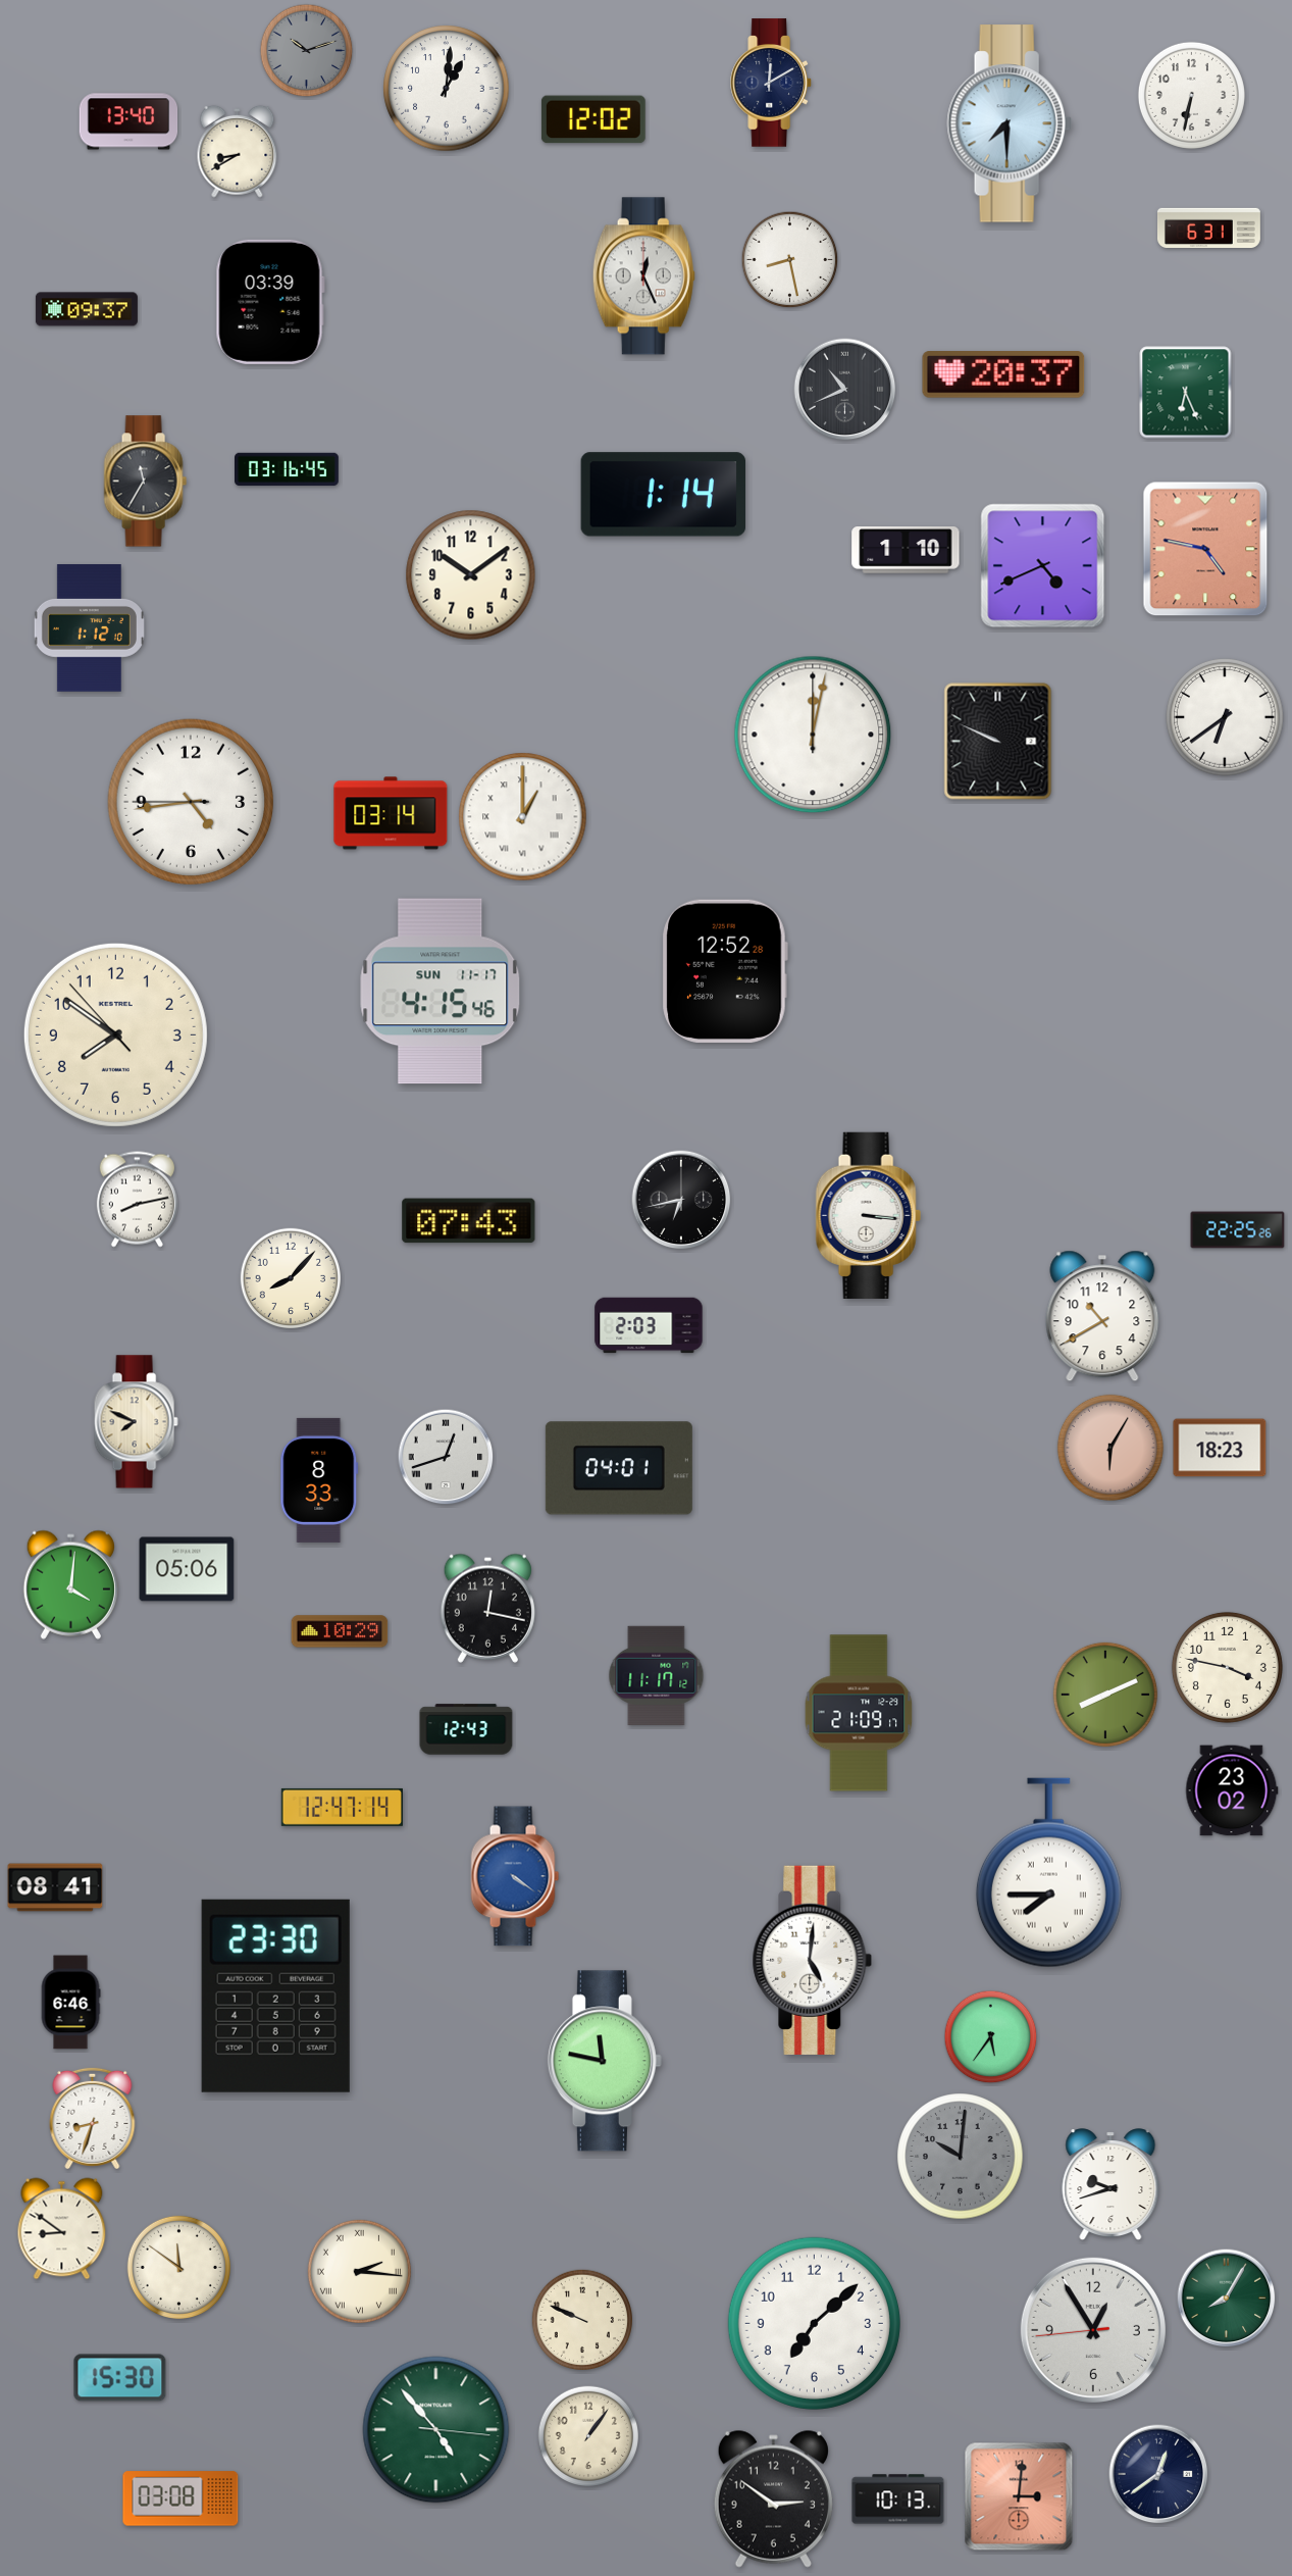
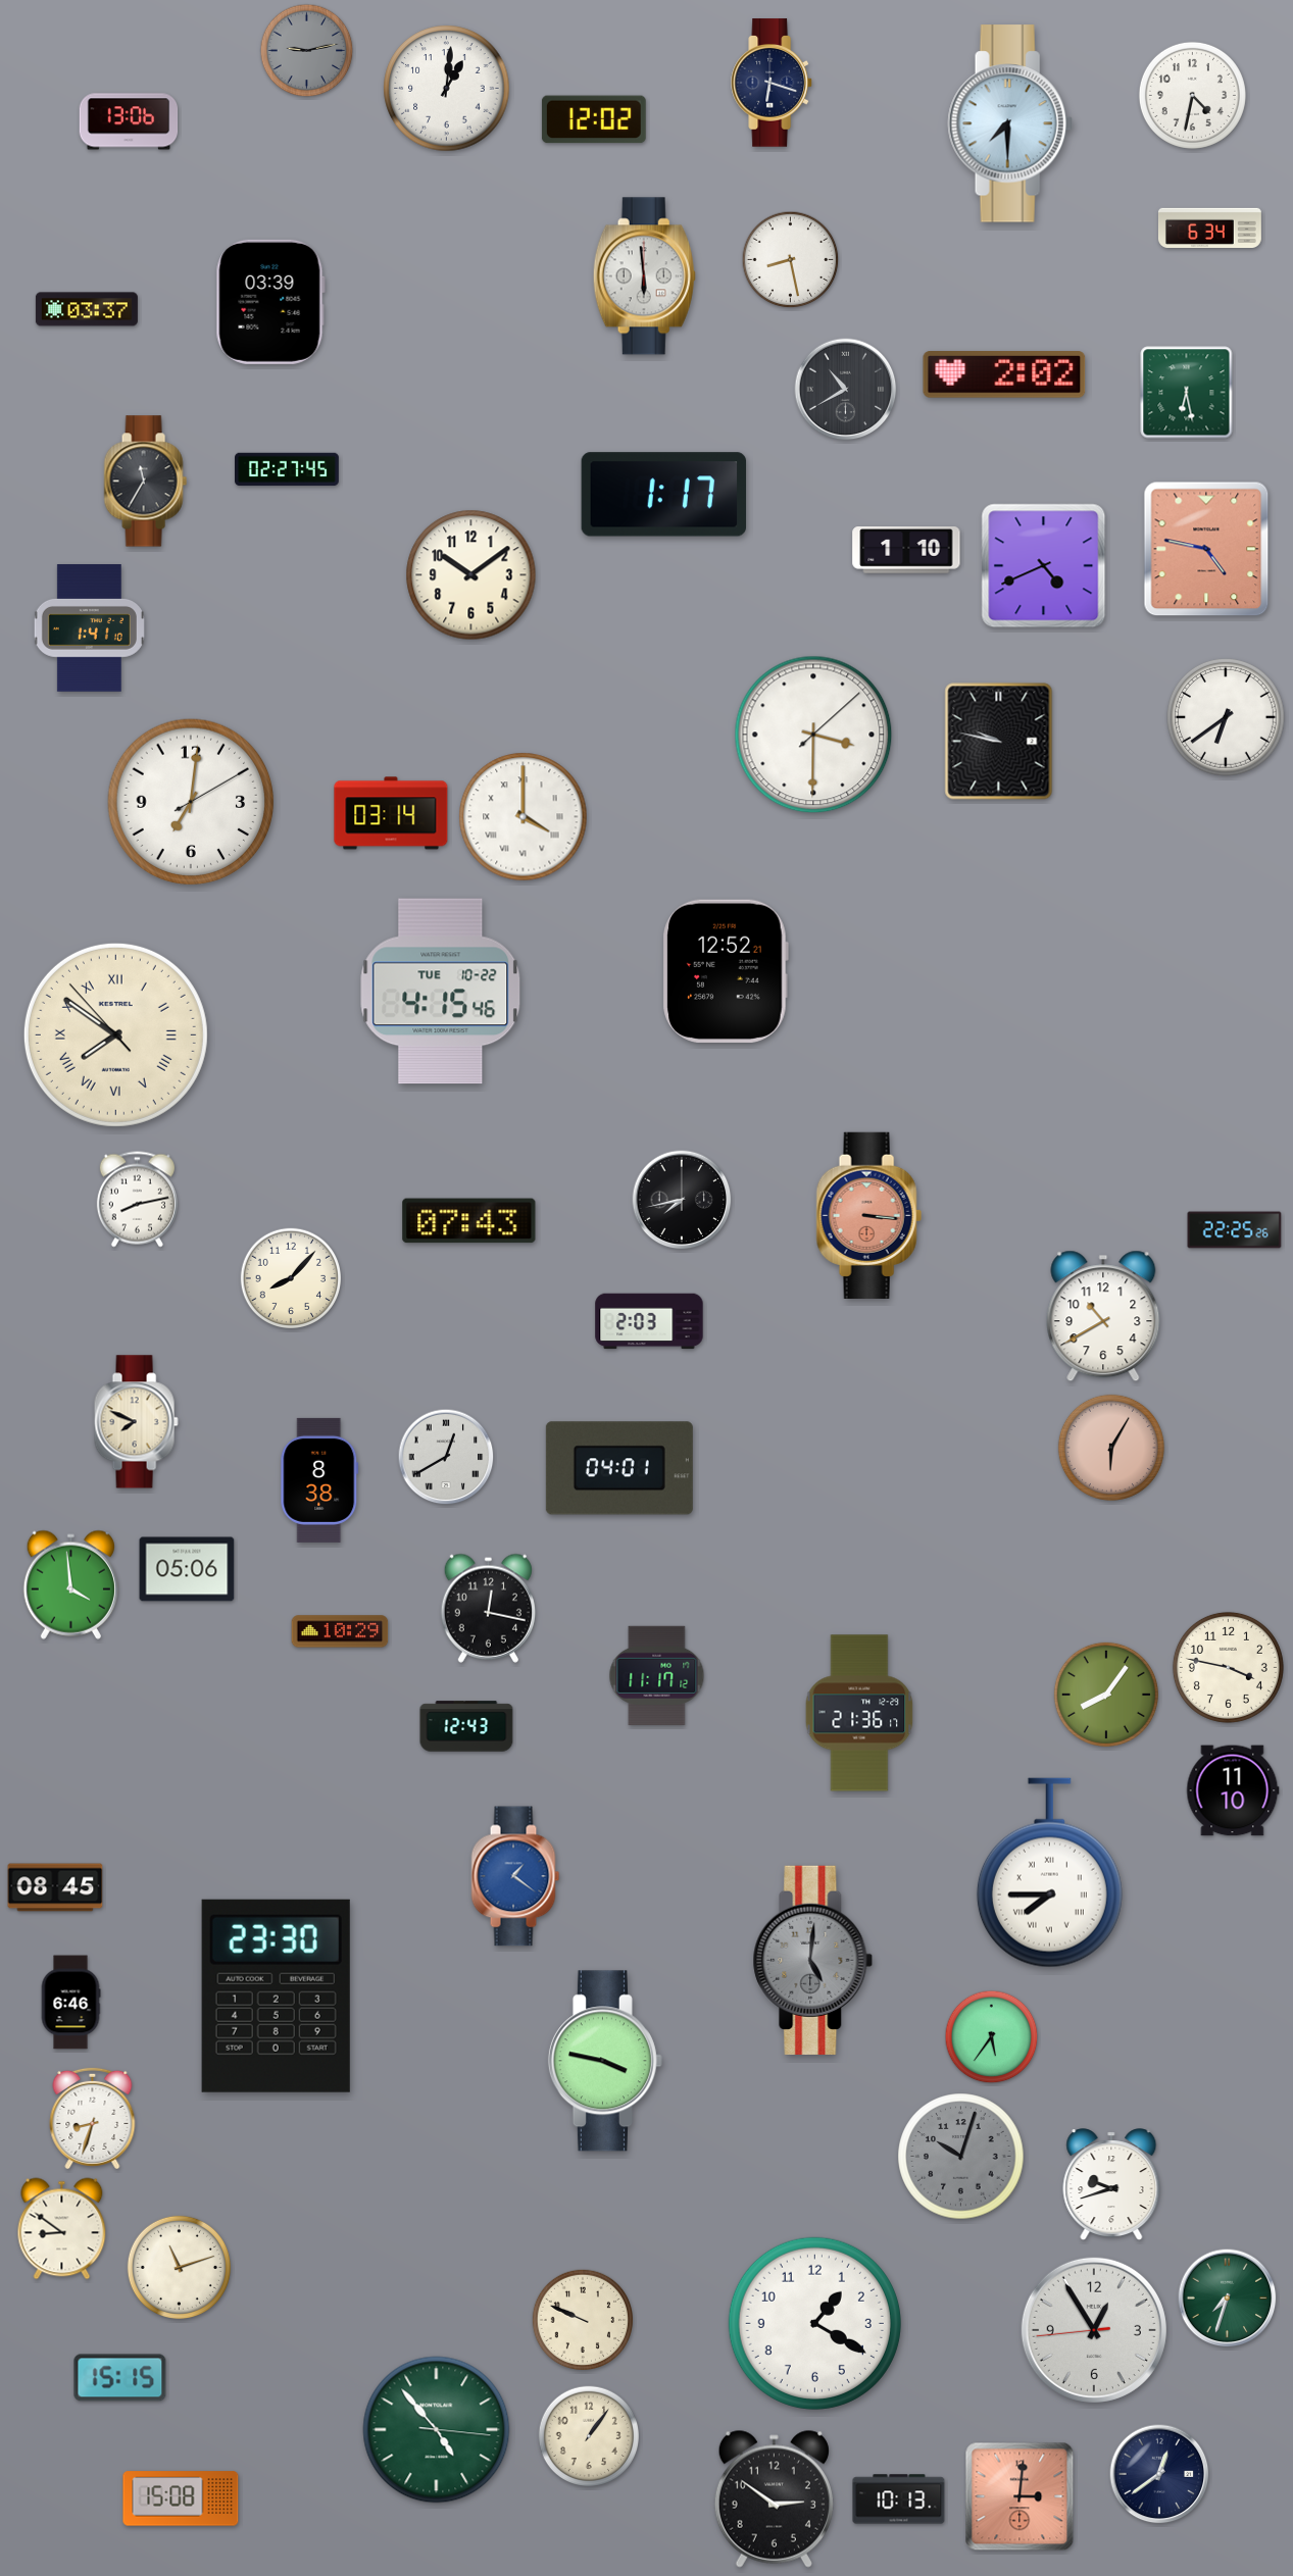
clock at (307, 51): 10:12 -> 9:13
clock at (772, 83): 12:10 -> 6:18
clock at (1191, 95): 6:32 -> 4:32
clock at (128, 121): 13:40 -> 13:06
clock at (238, 151): 8:40 -> none
clock at (1208, 228): 6:31 -> 6:34
clock at (643, 276): 12:26 -> 5:59
clock at (87, 309): 09:37 -> 03:37
clock at (1003, 375): 20:37 -> 2:02
clock at (845, 390): 10:41 -> 10:40
clock at (1186, 393): 6:26 -> 6:28
clock at (288, 469): 03:16 -> 02:27
clock at (664, 495): 1:14 -> 1:17
clock at (89, 628): 1:12 -> 1:41
clock at (813, 735): 12:02 -> 3:30
clock at (998, 742): 9:49 -> 9:47
clock at (191, 802): 4:43 -> 7:01
clock at (523, 817): 1:00 -> 4:00
clock at (725, 971): 12:52:28 -> 12:52:21
clock at (441, 992) date: SUN 11-17 -> TUE 10-22
clock at (115, 1034) numerals: Arabic -> Roman
clock at (681, 1200): 6:43 -> 7:43
clock at (868, 1215) dial: white -> salmon
clock at (1238, 1230) position: (1238, 1230) -> (1235, 1230)
clock at (649, 1325) position: (649, 1325) -> (649, 1321)
clock at (1220, 1448): 18:23 -> none
clock at (446, 1457): 12:42 -> 12:40
clock at (319, 1480): 8:33 -> 8:38
clock at (70, 1584): 4:01 -> 3:59
clock at (1105, 1695): 8:11 -> 8:06
clock at (859, 1713): 21:09 -> 21:36
clock at (466, 1729) position: (466, 1729) -> (466, 1726)
clock at (1232, 1790): 23:02 -> 11:10
clock at (342, 1807): 12:47 -> none
clock at (515, 1876): 4:21 -> 1:21
clock at (55, 1887): 08:41 -> 08:45
clock at (813, 1960) dial: white -> grey
clock at (605, 2061): 11:47 -> 3:47
clock at (961, 2157): 10:01 -> 10:03
clock at (178, 2267): 11:51 -> 11:12
clock at (359, 2271): 2:16 -> none
clock at (1227, 2299): 8:05 -> 7:33
clock at (814, 2323): 7:08 -> 1:20
clock at (120, 2378): 15:30 -> 15:15
clock at (180, 2498): 03:08 -> 15:08
